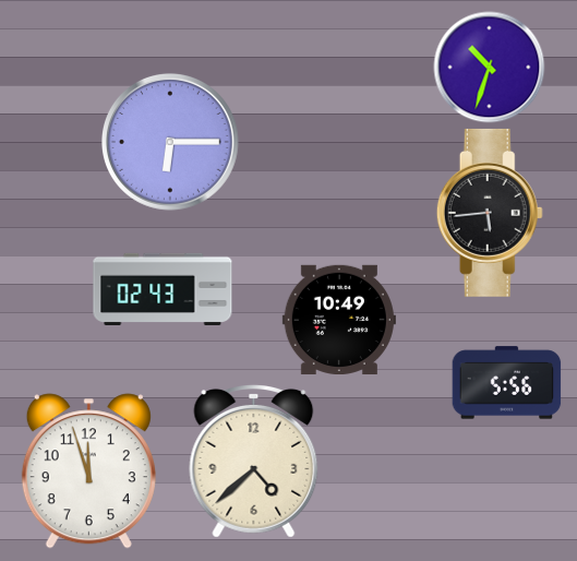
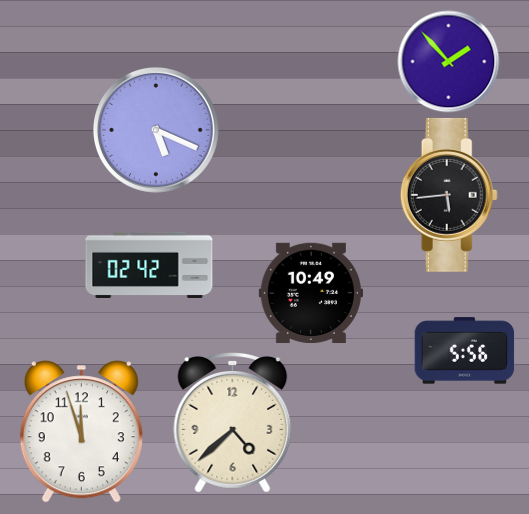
clock at (490, 68): 10:33 -> 1:53
clock at (170, 142): 6:15 -> 5:19
clock at (163, 288): 02:43 -> 02:42
